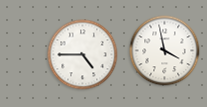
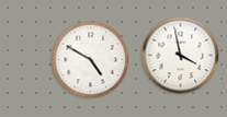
clock at (83, 55): 4:45 -> 4:50
